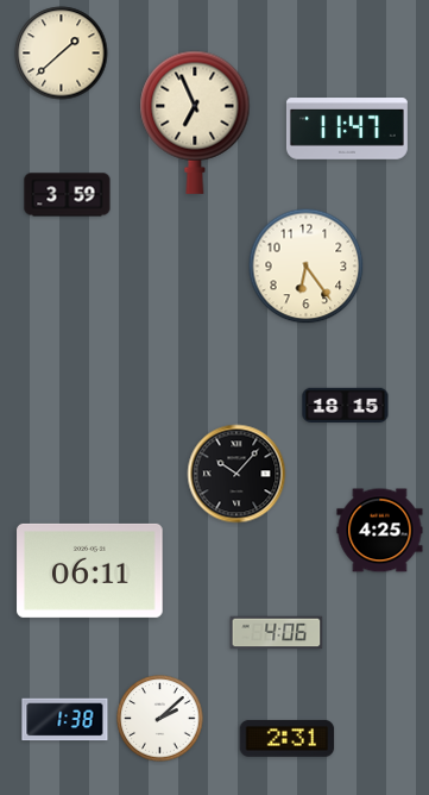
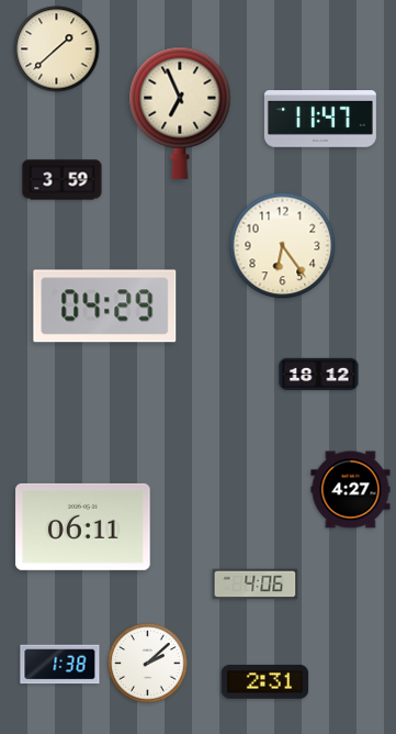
clock at (105, 307): none -> 04:29
clock at (346, 405): 18:15 -> 18:12
clock at (236, 474): 10:07 -> none
clock at (380, 531): 4:25 -> 4:27
